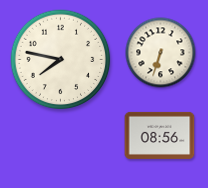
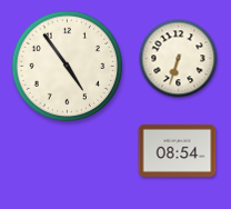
clock at (61, 60): 7:47 -> 4:54
clock at (160, 135): 08:56 -> 08:54
